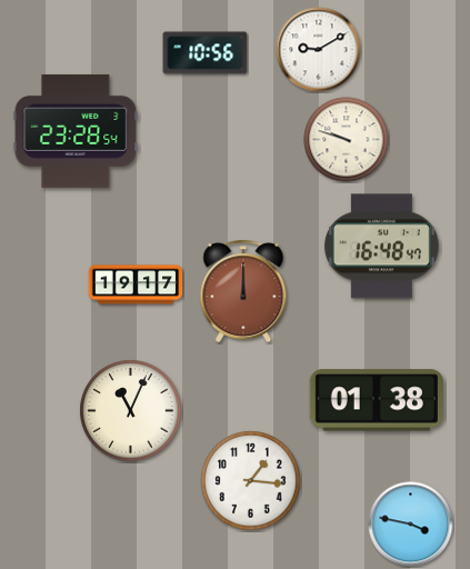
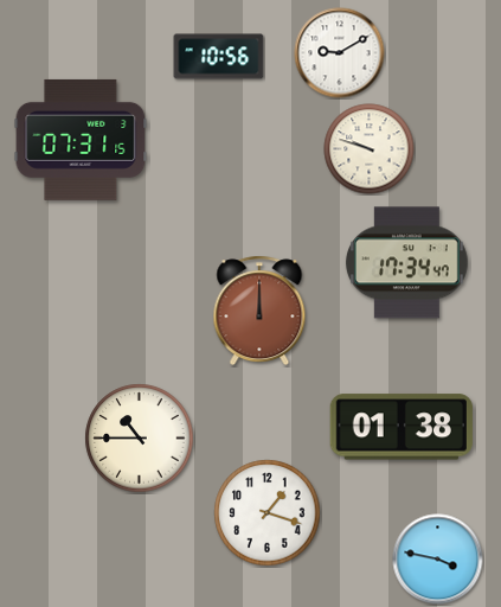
clock at (76, 131): 23:28 -> 07:31
clock at (381, 247): 16:48 -> 17:34
clock at (136, 284): 19:17 -> none
clock at (131, 411): 11:04 -> 10:45
clock at (251, 481): 1:16 -> 1:18
